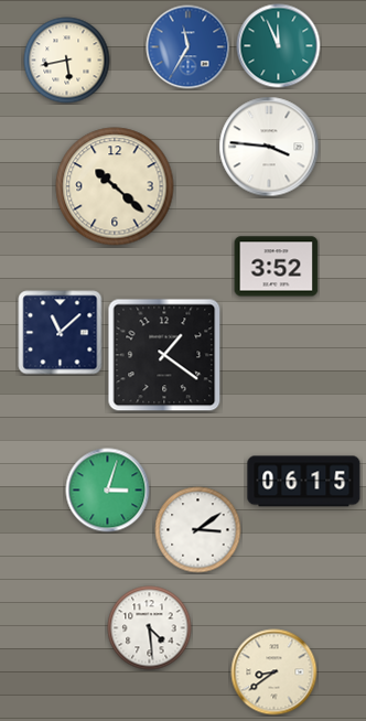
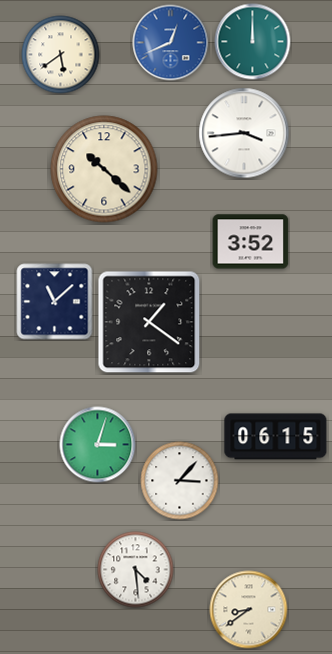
clock at (279, 46): 11:56 -> 12:00
clock at (189, 47): 11:35 -> 12:41
clock at (67, 61): 5:43 -> 5:39
clock at (269, 147): 3:46 -> 3:44
clock at (198, 530): 3:09 -> 3:07
